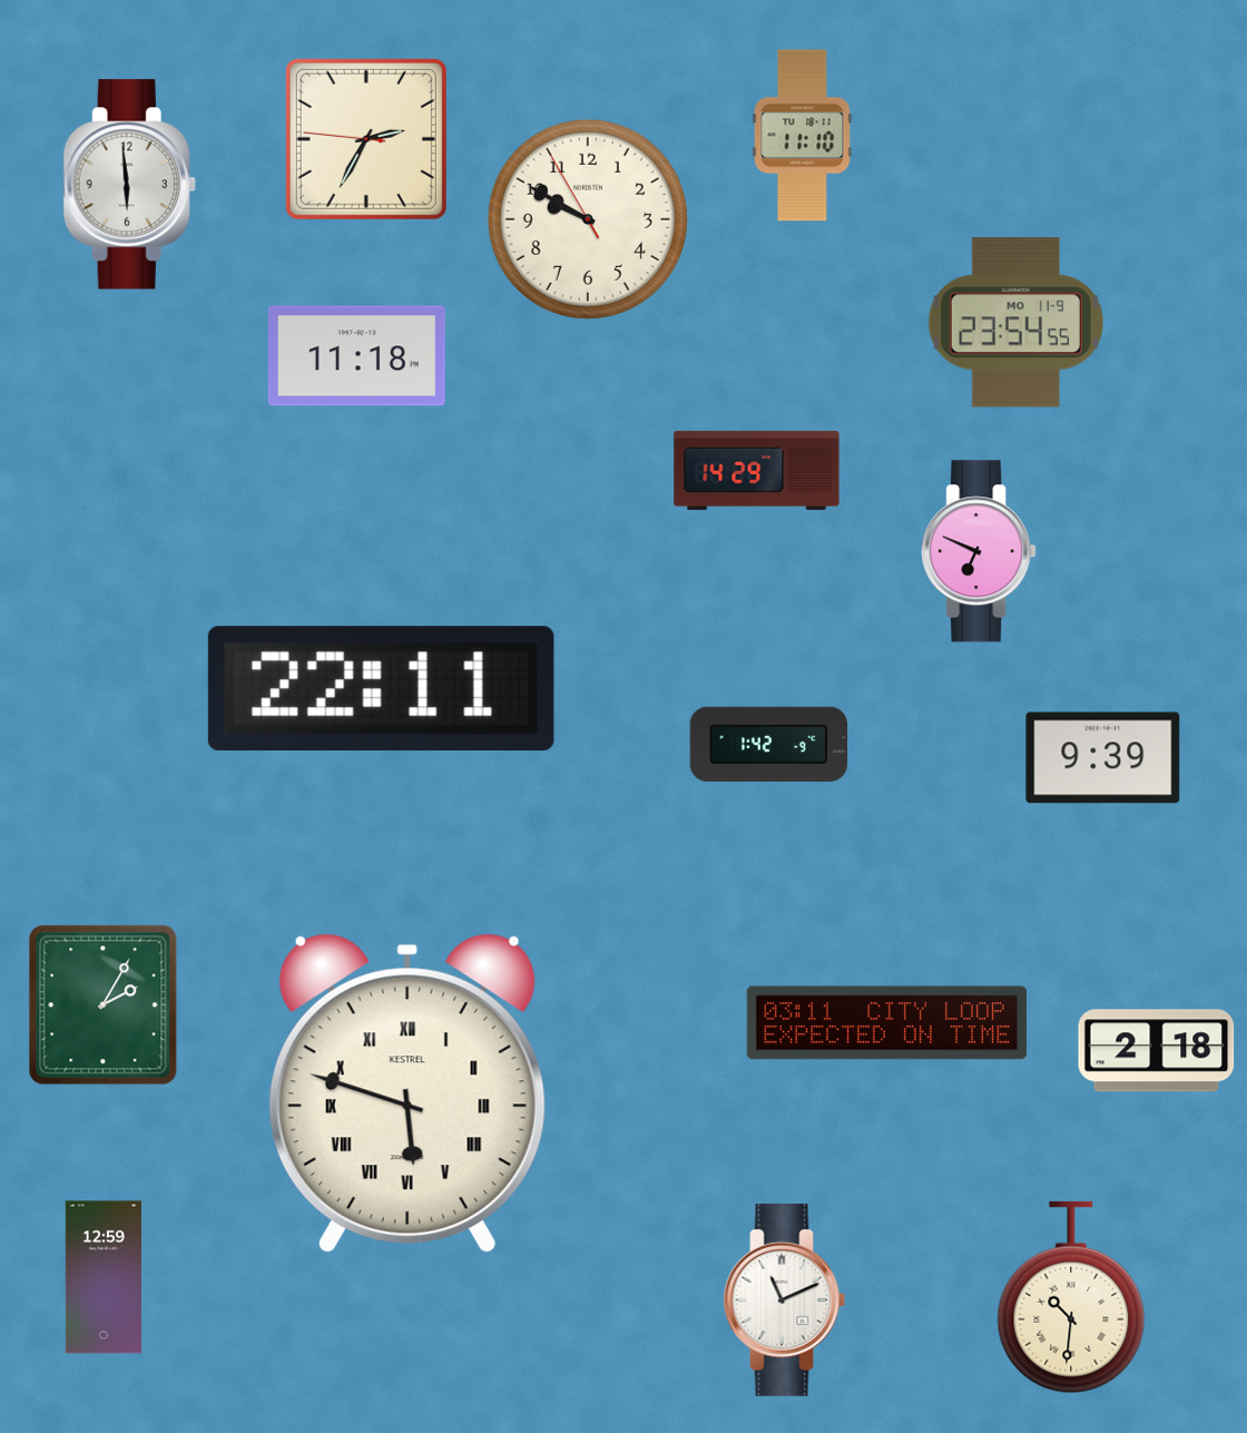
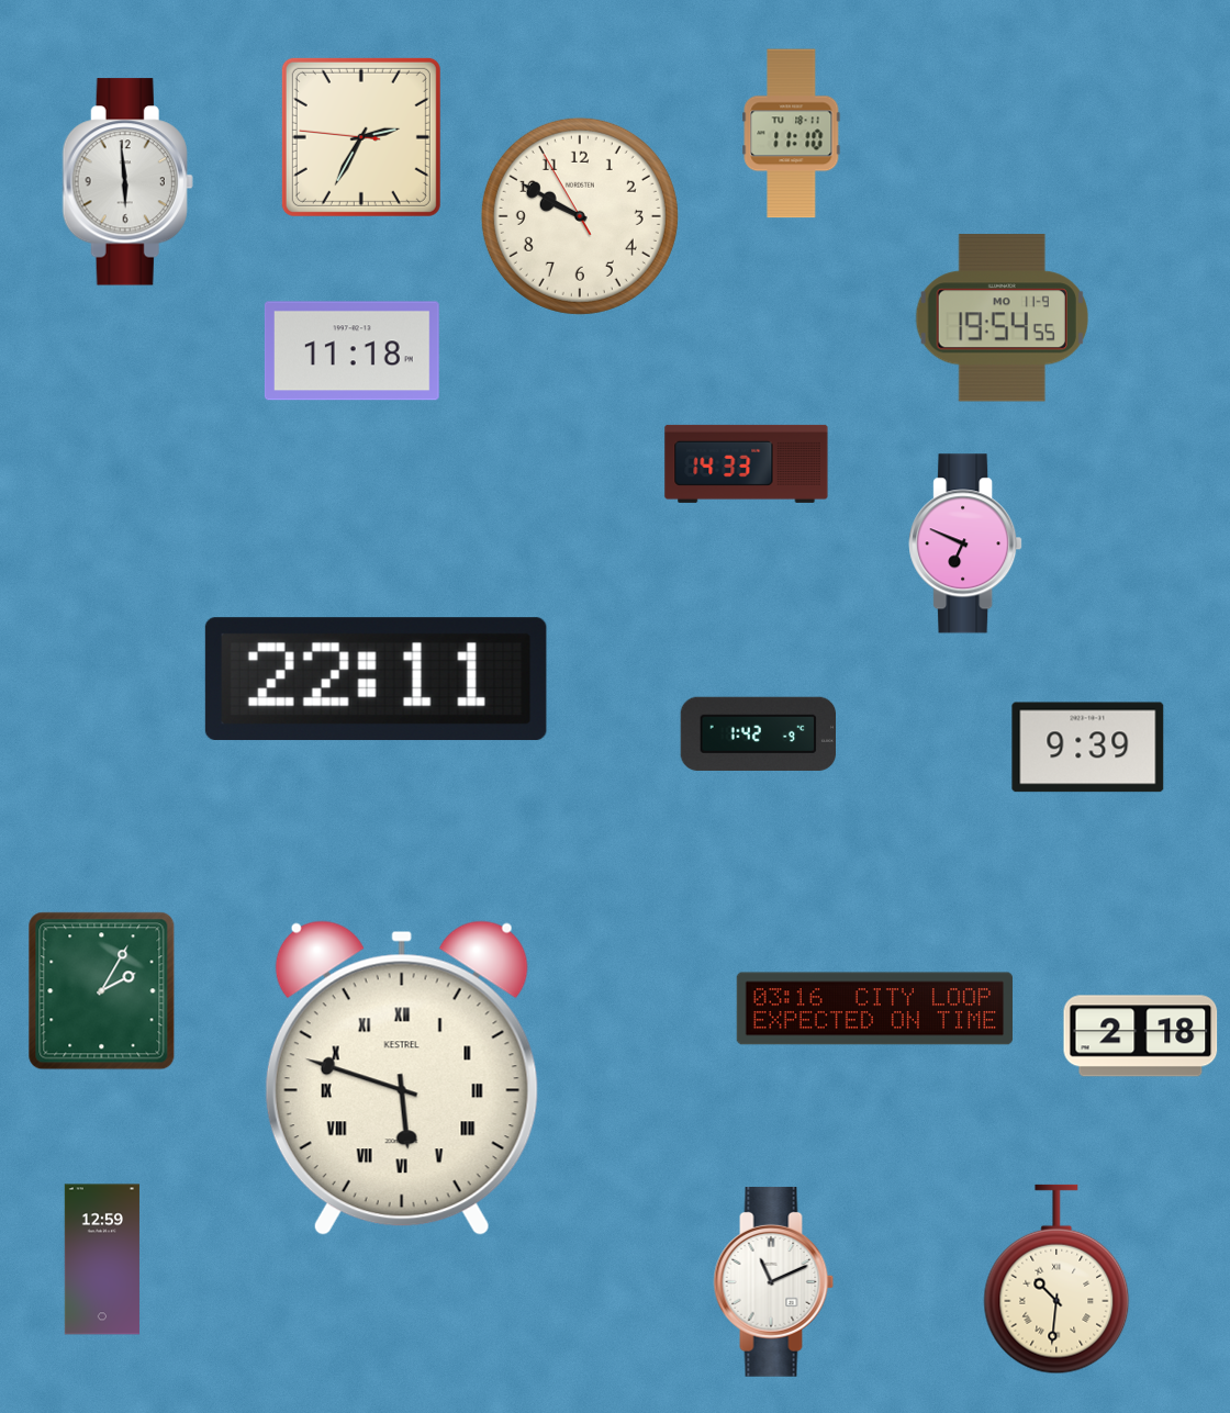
clock at (1015, 323): 23:54 -> 19:54
clock at (757, 470): 14:29 -> 14:33
clock at (887, 1023): 03:11 -> 03:16
